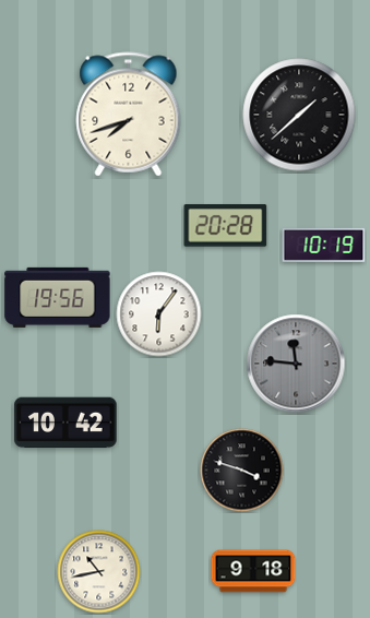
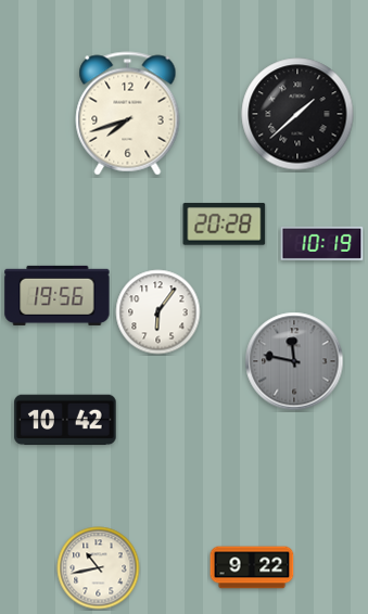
clock at (296, 364): 11:46 -> 11:47
clock at (242, 471): 3:48 -> none
clock at (253, 571): 9:18 -> 9:22
